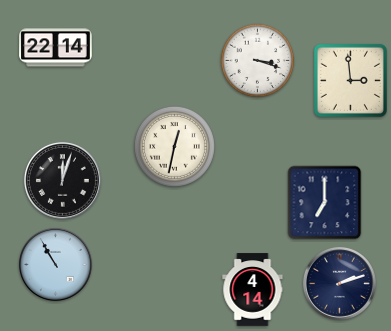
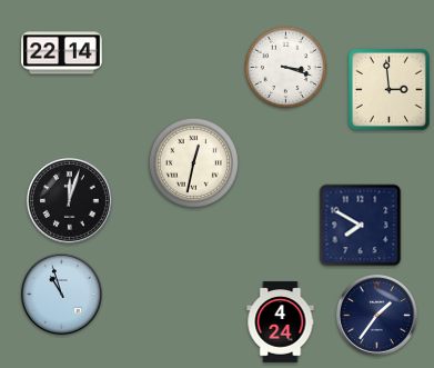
clock at (325, 203): 7:00 -> 7:50
clock at (55, 264): 10:55 -> 10:57
clock at (339, 283): 2:12 -> 1:36
clock at (253, 290): 4:14 -> 4:24
